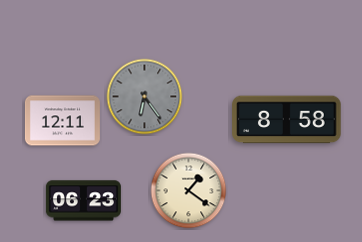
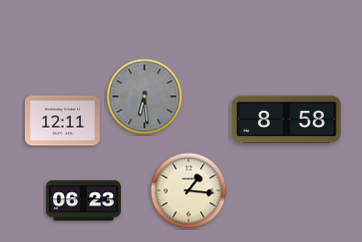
clock at (145, 97): 6:24 -> 6:29
clock at (189, 191): 1:21 -> 1:16
